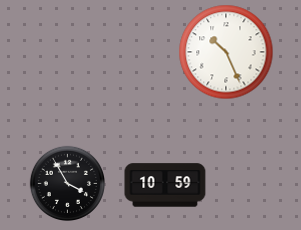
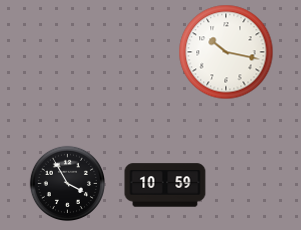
clock at (226, 52): 10:26 -> 10:17
